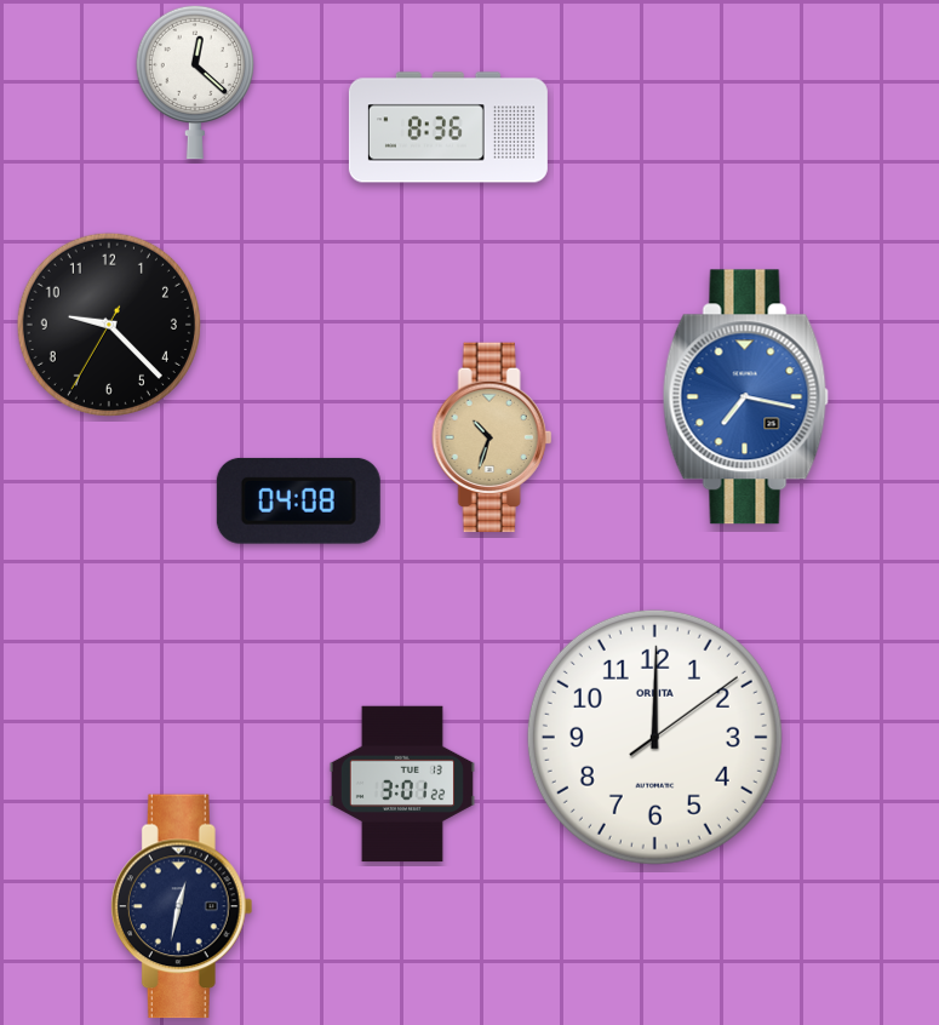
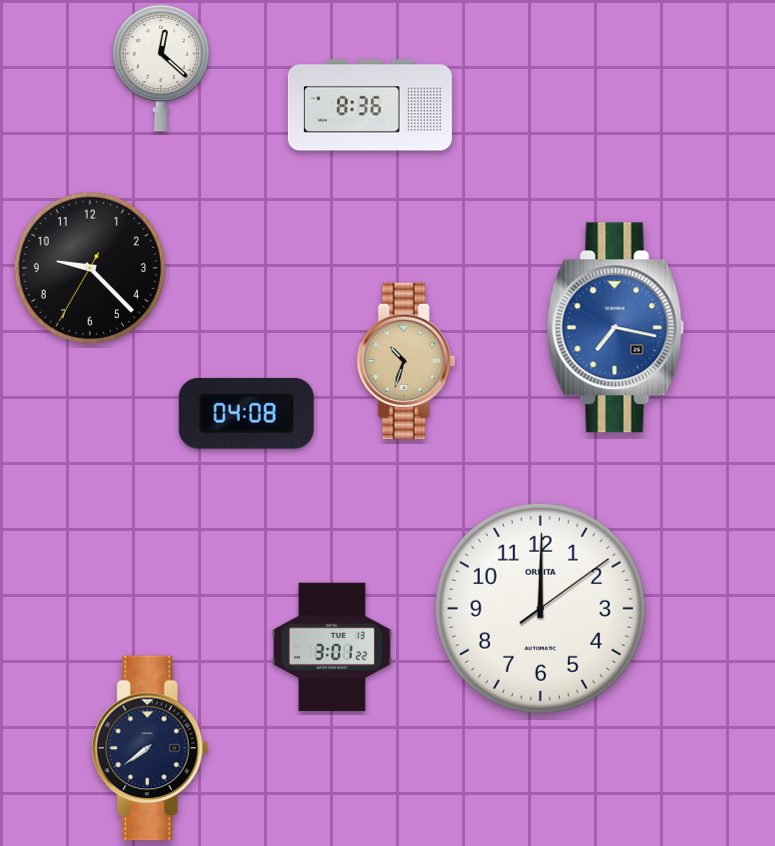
clock at (182, 906): 12:32 -> 7:39
